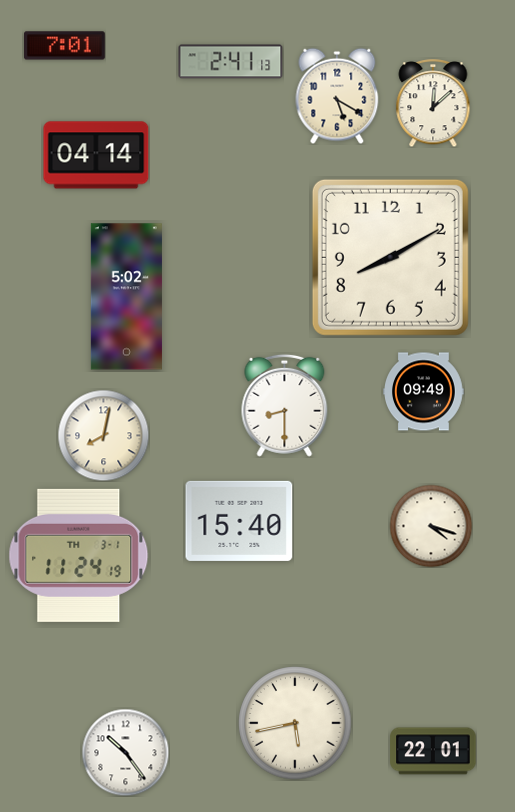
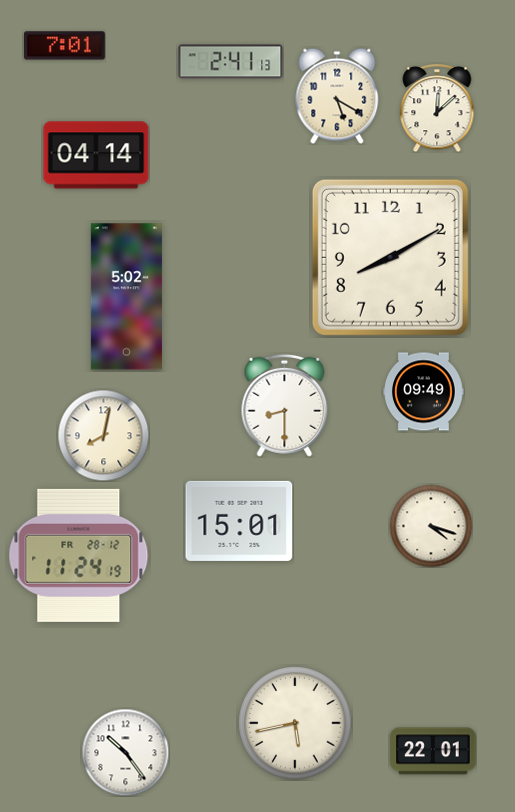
clock at (433, 103) position: (433, 103) -> (437, 108)
clock at (239, 521): 15:40 -> 15:01
clock at (79, 555) date: TH 3-1 -> FR 28-12
